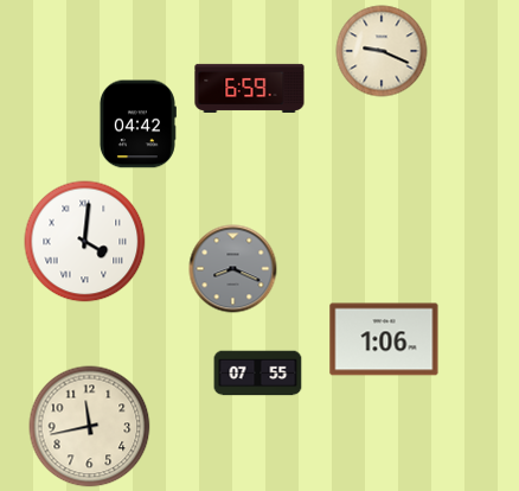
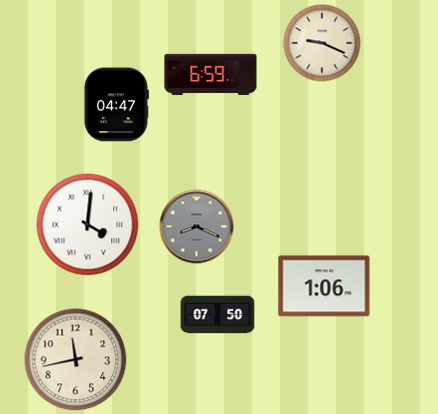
clock at (137, 125): 04:42 -> 04:47
clock at (85, 242) position: (85, 242) -> (88, 225)
clock at (258, 374): 07:55 -> 07:50
